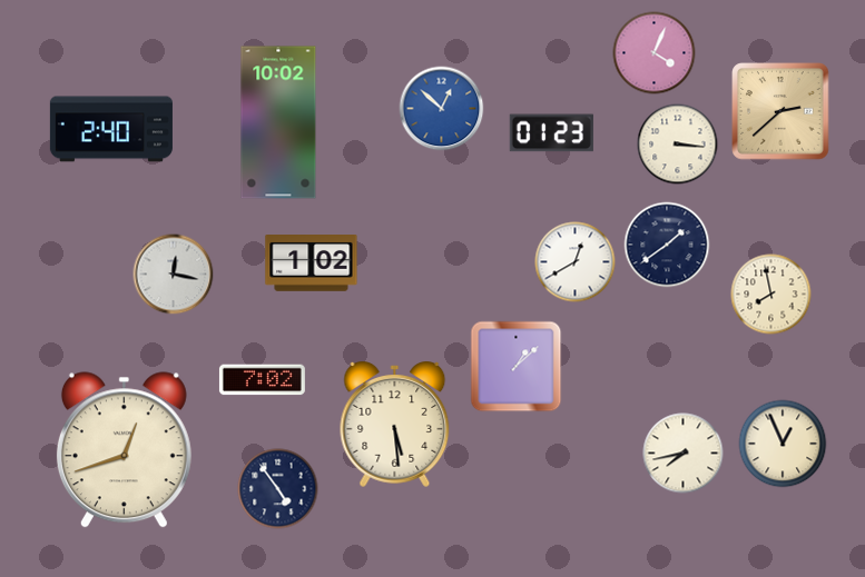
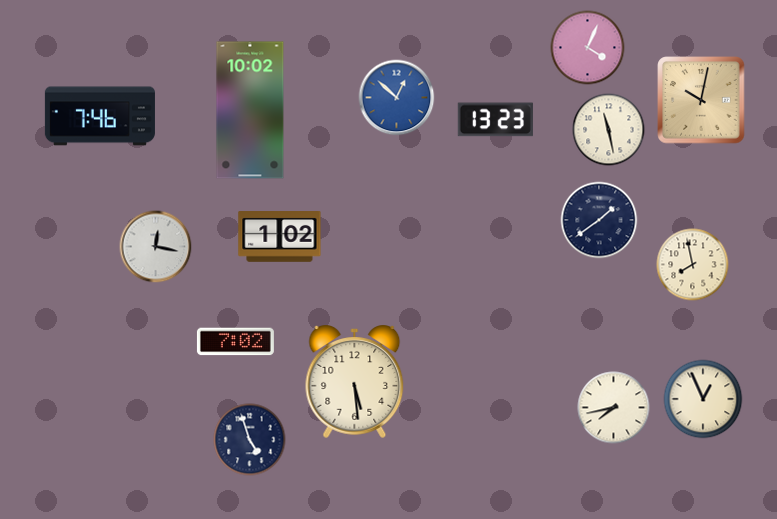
clock at (780, 111): 2:38 -> 10:02
clock at (111, 129): 2:40 -> 7:46
clock at (551, 133): 01:23 -> 13:23
clock at (678, 145): 3:16 -> 11:28
clock at (576, 262): 12:40 -> none
clock at (517, 367): 1:08 -> none
clock at (124, 450): 12:42 -> none
clock at (278, 489): 4:54 -> 4:57
